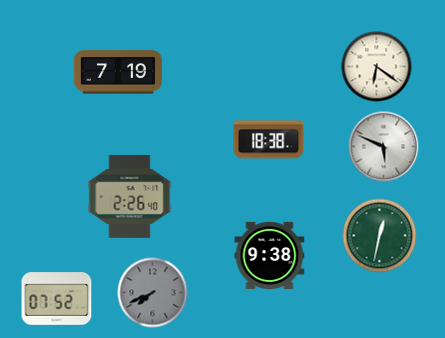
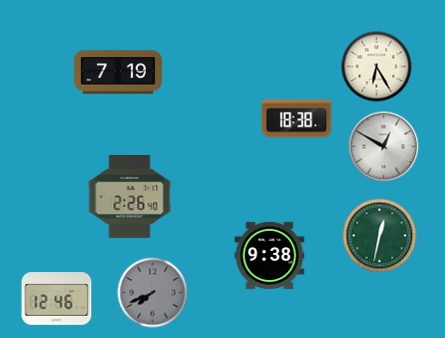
clock at (377, 67): 6:21 -> 6:25
clock at (269, 140) position: (269, 140) -> (297, 119)
clock at (384, 147): 5:49 -> 12:50
clock at (57, 299): 07:52 -> 12:46
